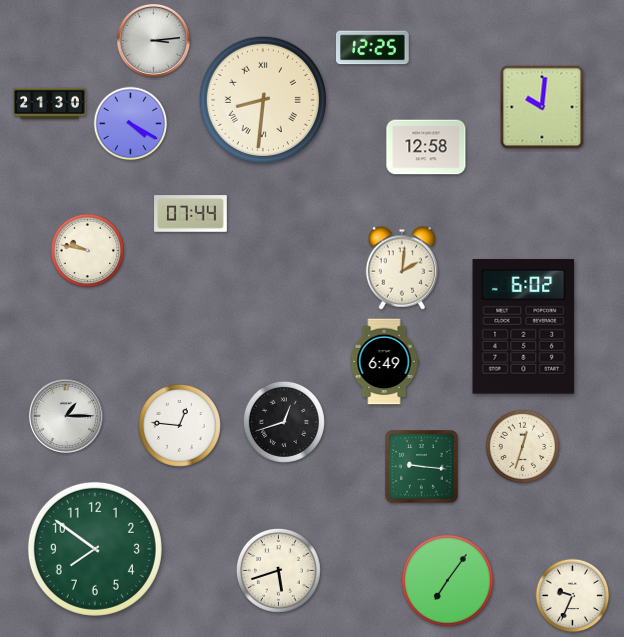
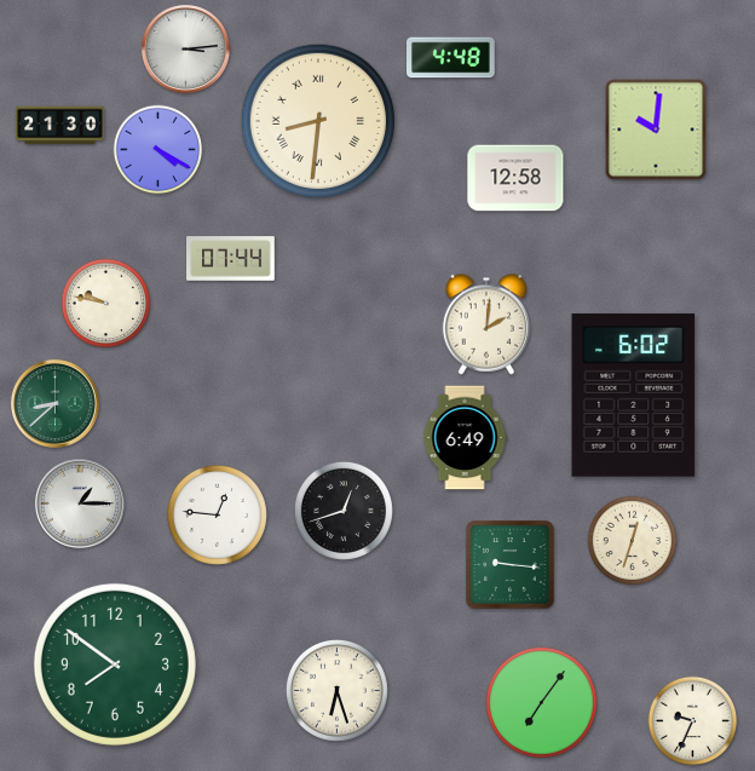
clock at (373, 48): 12:25 -> 4:48
clock at (54, 403): none -> 8:38
clock at (278, 570): 5:42 -> 6:27
